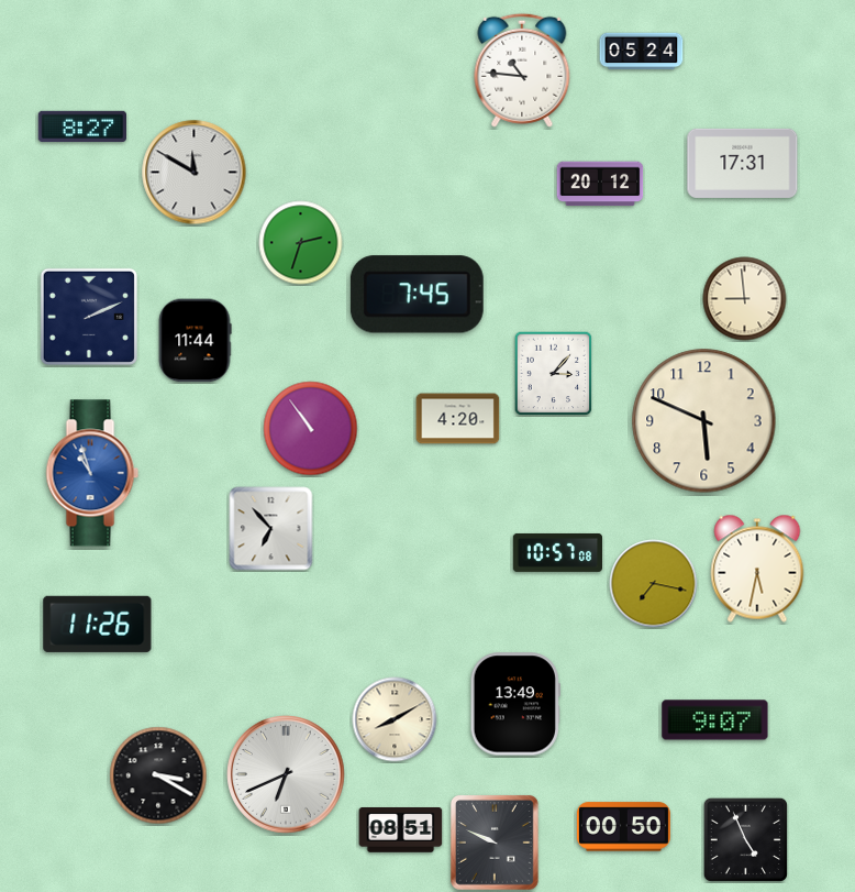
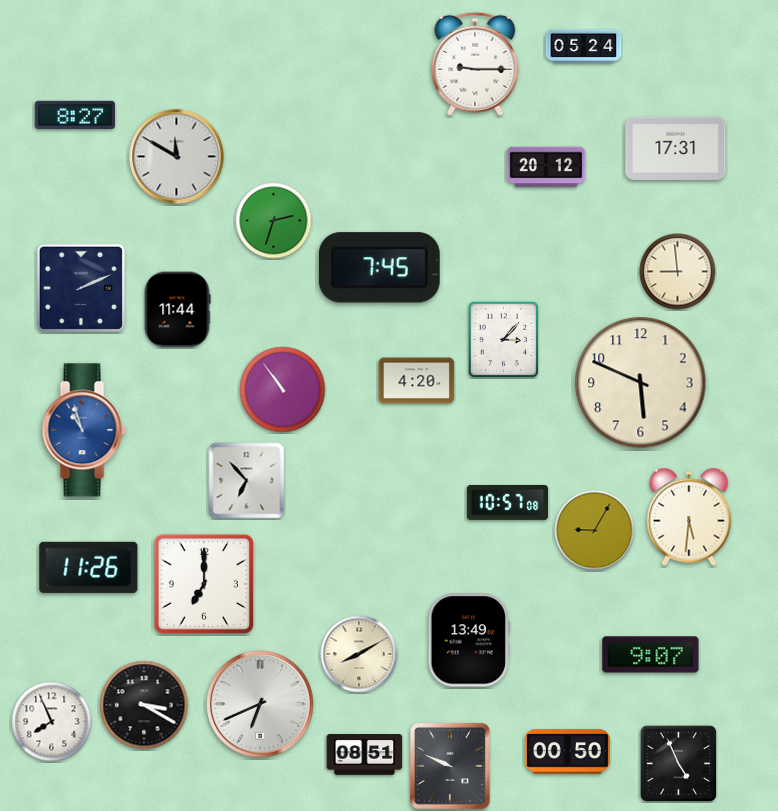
clock at (522, 70): 10:46 -> 9:15
clock at (757, 569): 5:32 -> 5:31
clock at (654, 584): 7:17 -> 9:05
clock at (204, 584): none -> 7:00
clock at (52, 722): none -> 7:56
